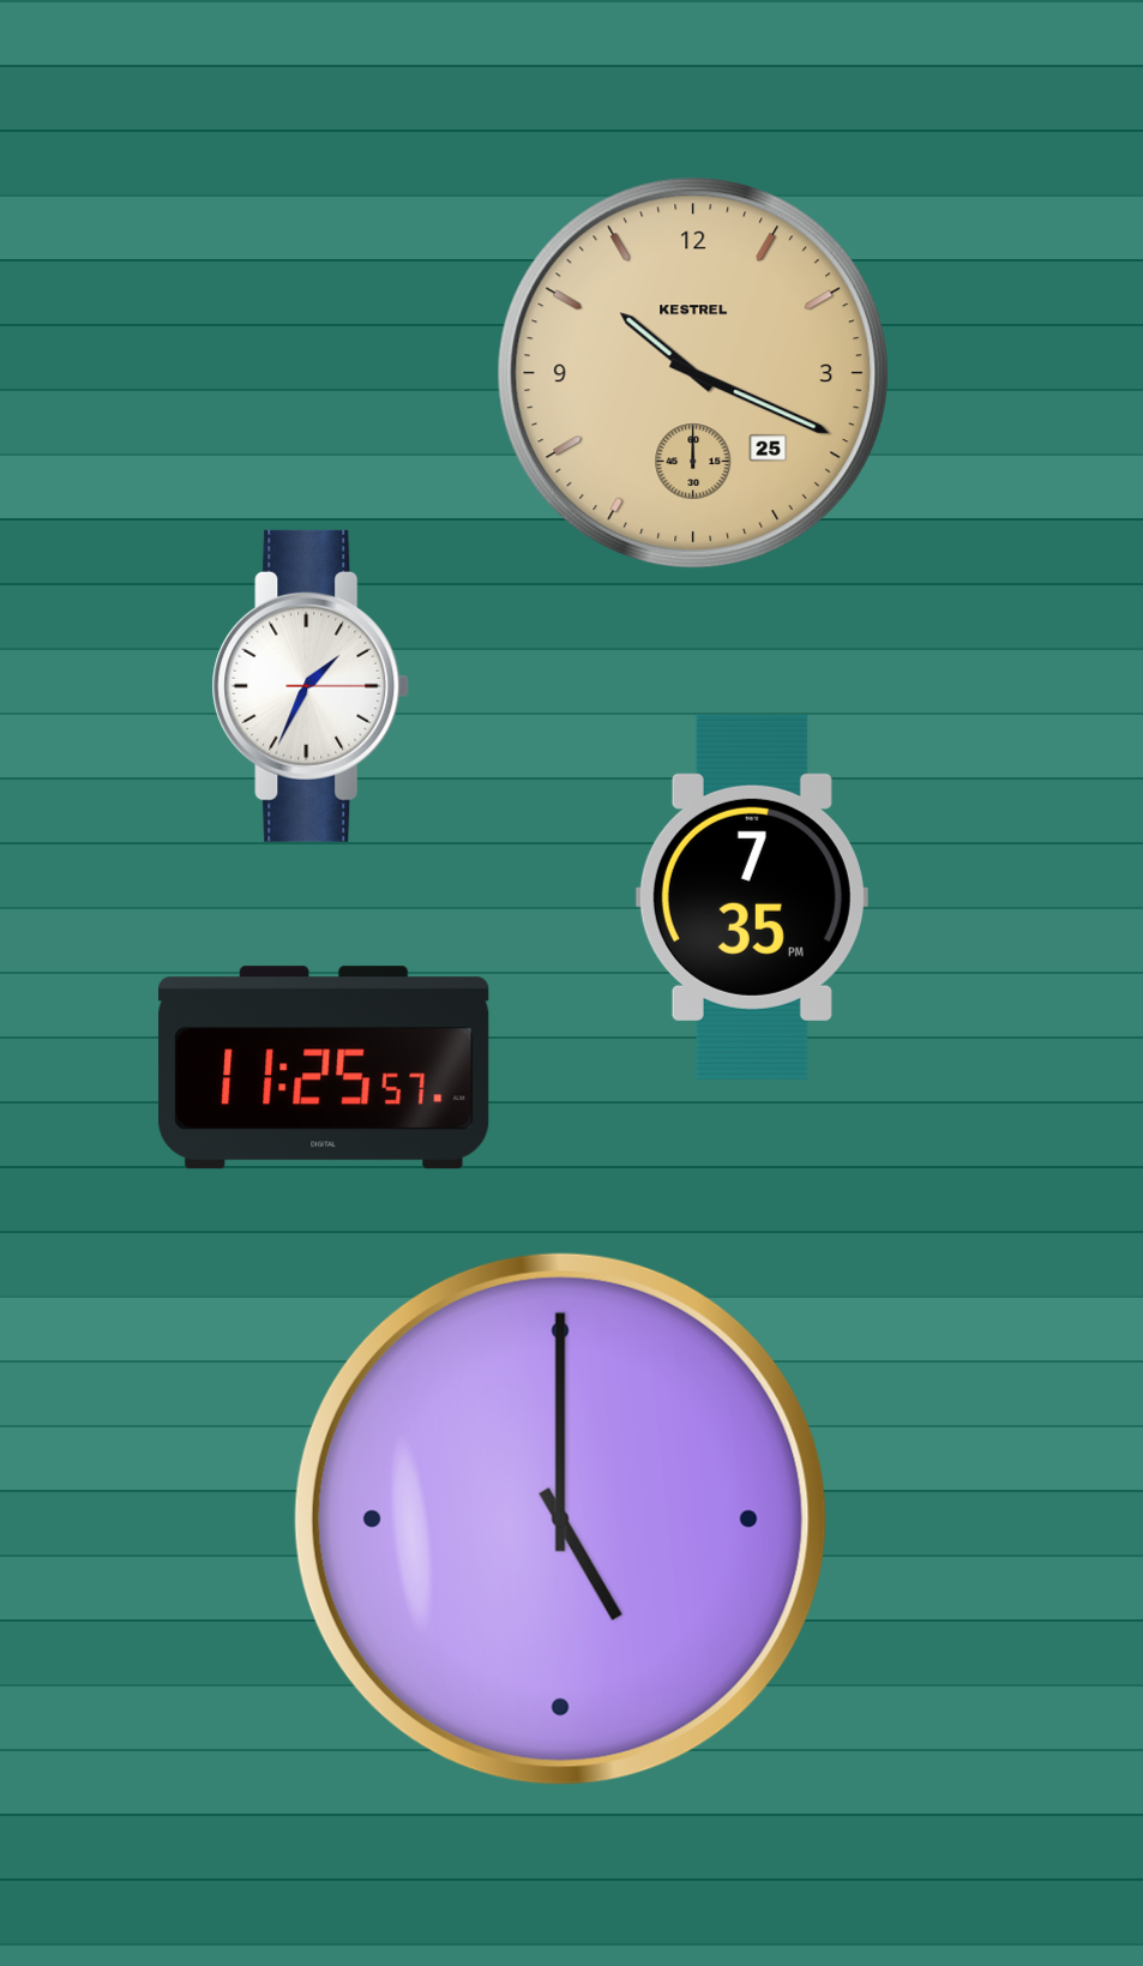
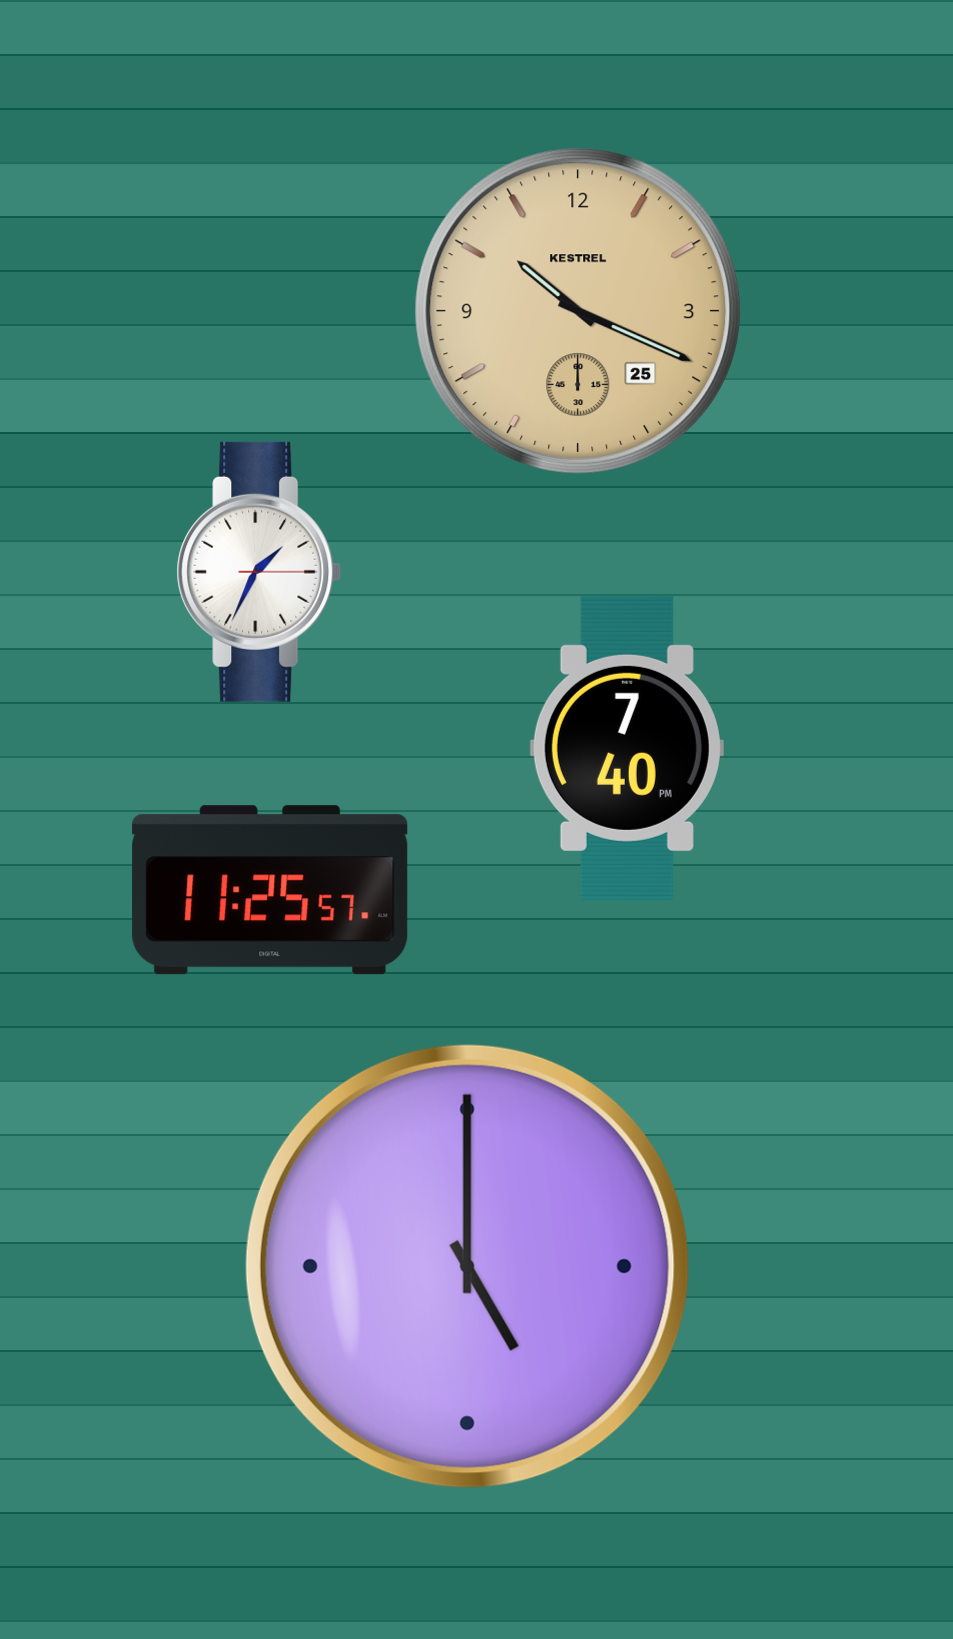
clock at (752, 897): 7:35 -> 7:40
